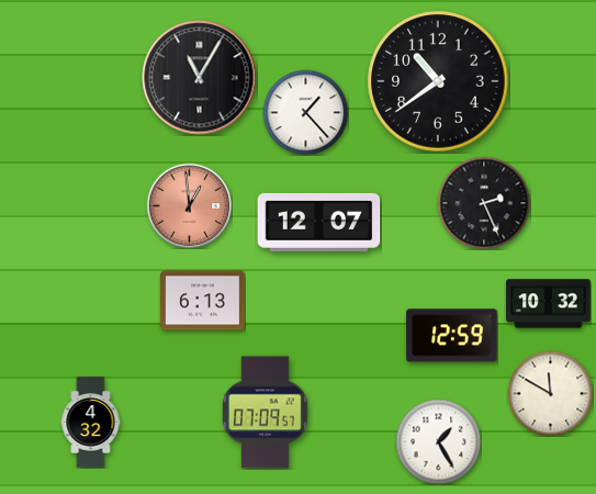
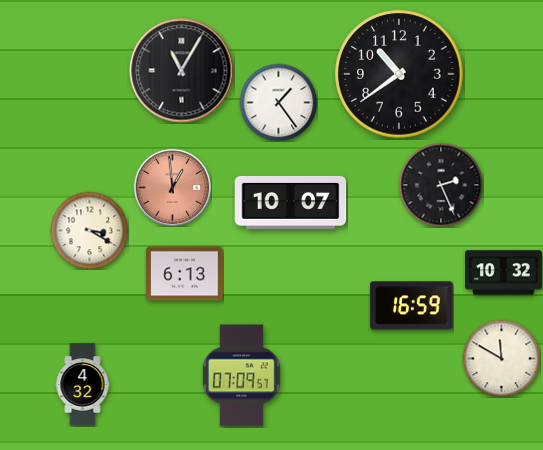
clock at (305, 112): 1:23 -> 1:24
clock at (319, 222): 12:07 -> 10:07
clock at (89, 230): none -> 3:20
clock at (549, 304) position: (549, 304) -> (504, 273)
clock at (452, 336): 12:59 -> 16:59
clock at (438, 441): 1:25 -> none
